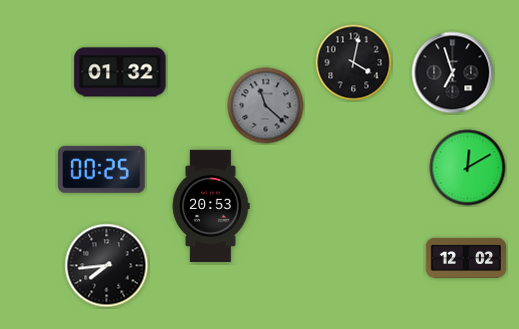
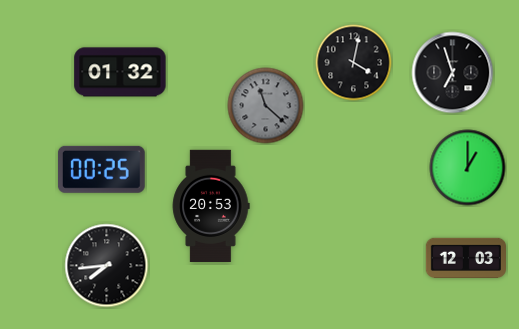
clock at (468, 168): 12:10 -> 1:00
clock at (465, 257): 12:02 -> 12:03
